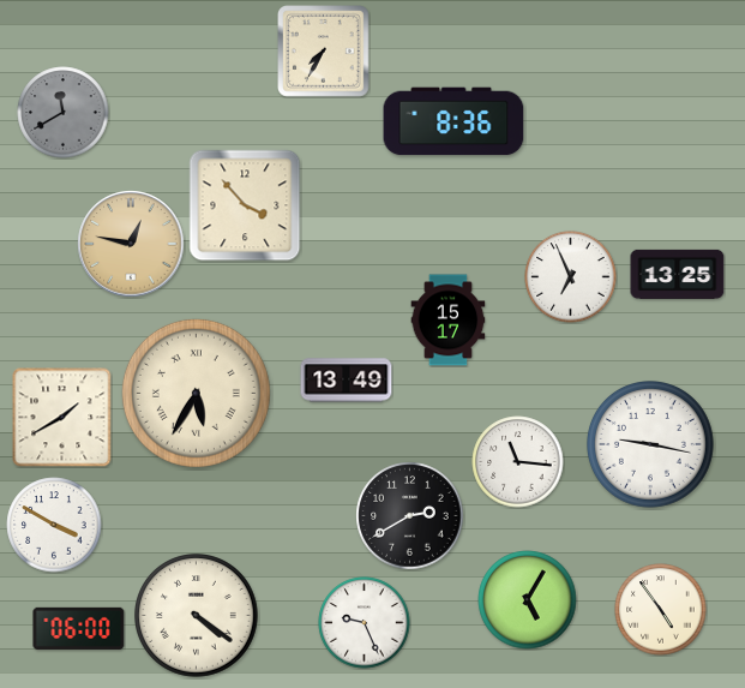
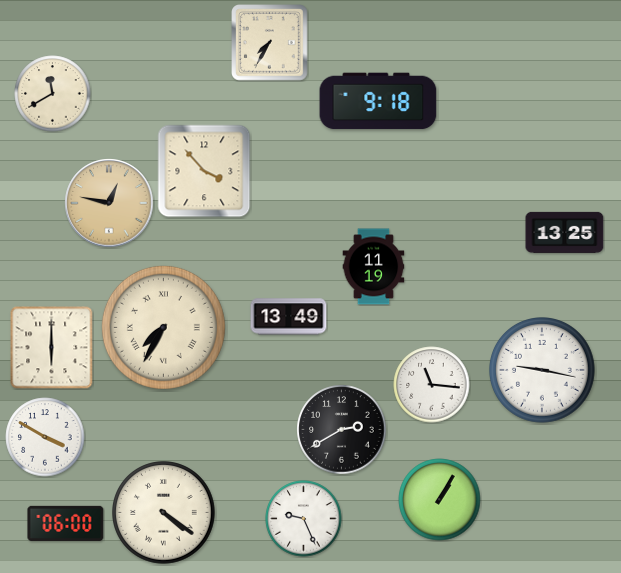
clock at (64, 113) dial: grey -> cream
clock at (453, 121): 8:36 -> 9:18
clock at (678, 274) position: (678, 274) -> (565, 232)
clock at (571, 277): 6:56 -> none
clock at (449, 321): 15:17 -> 11:19
clock at (196, 393): 5:35 -> 7:35
clock at (62, 418): 1:40 -> 6:00
clock at (528, 600): 5:05 -> 1:05
clock at (661, 610): 4:54 -> none
